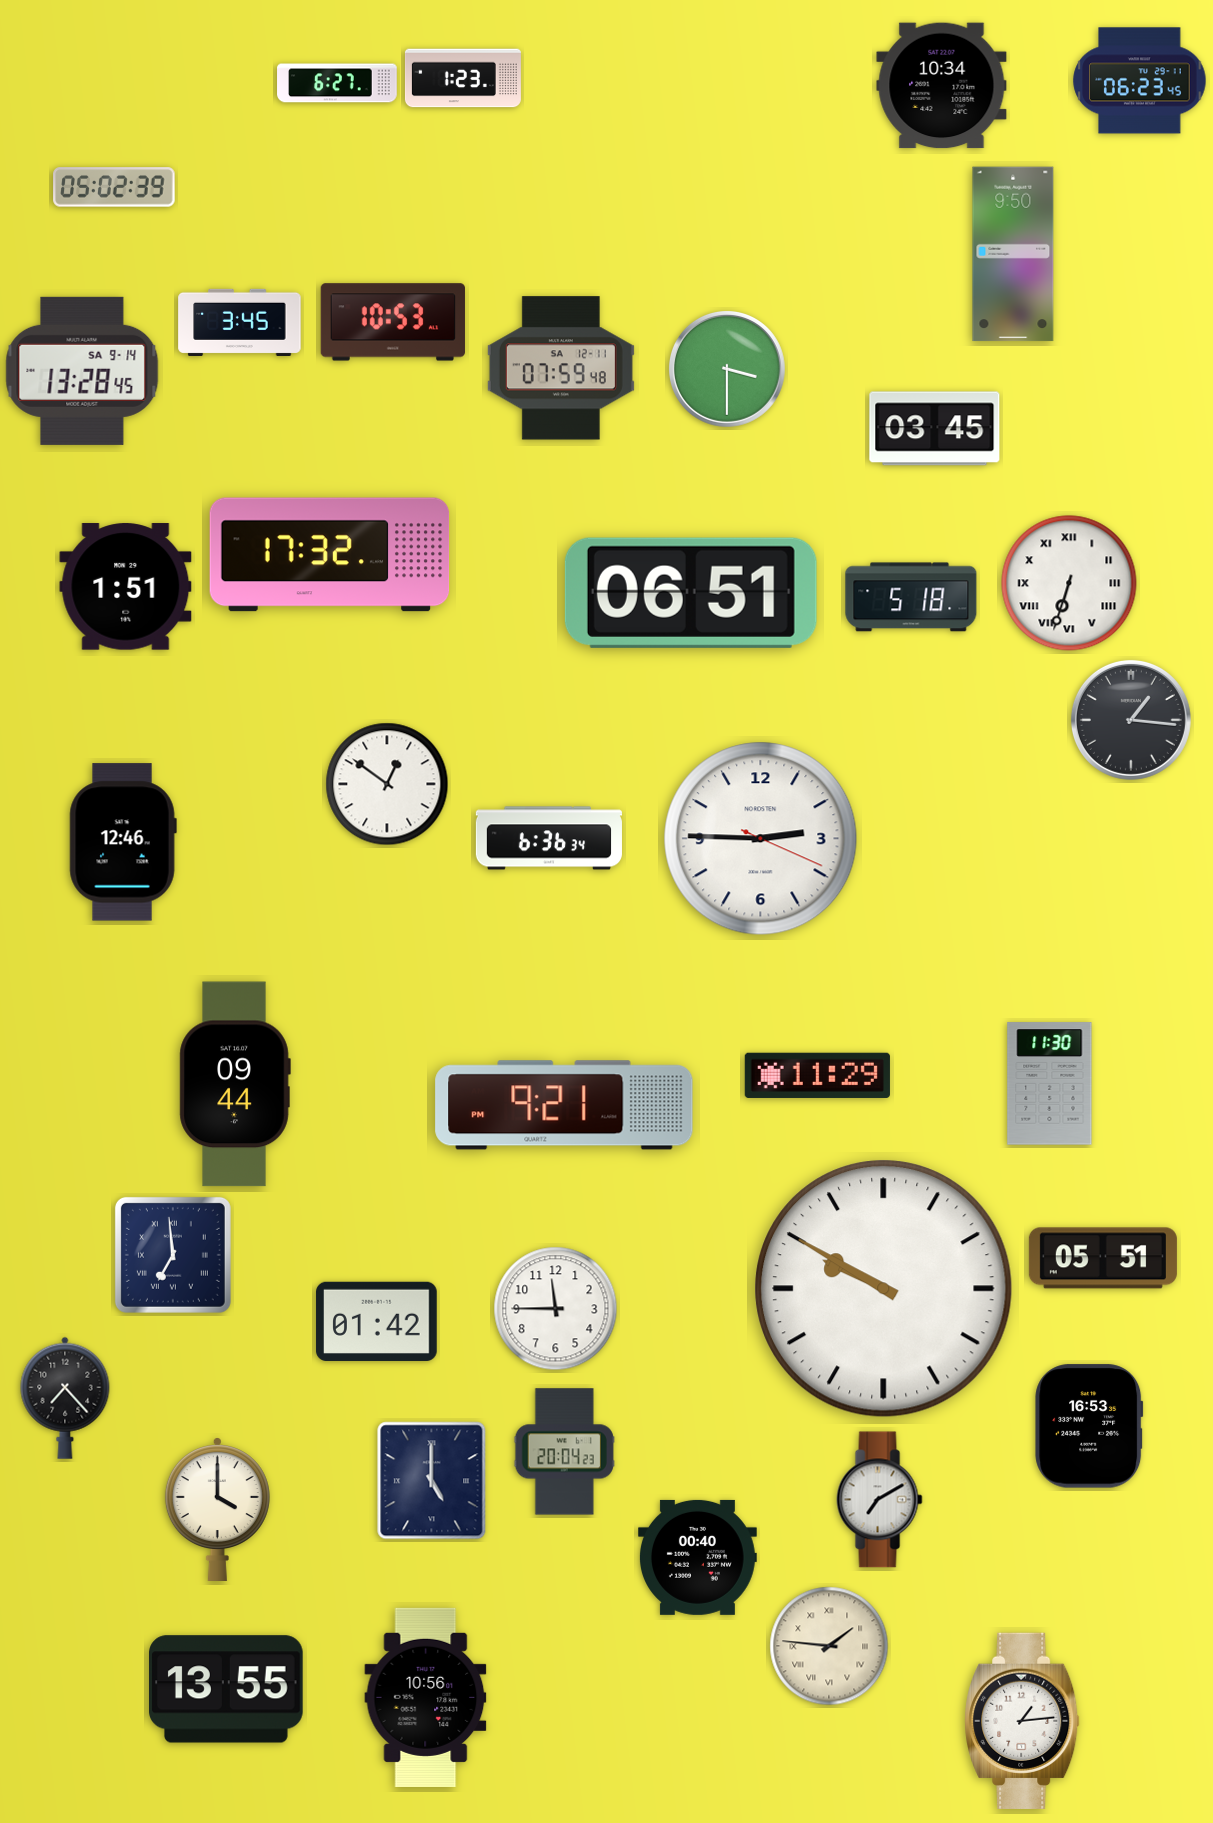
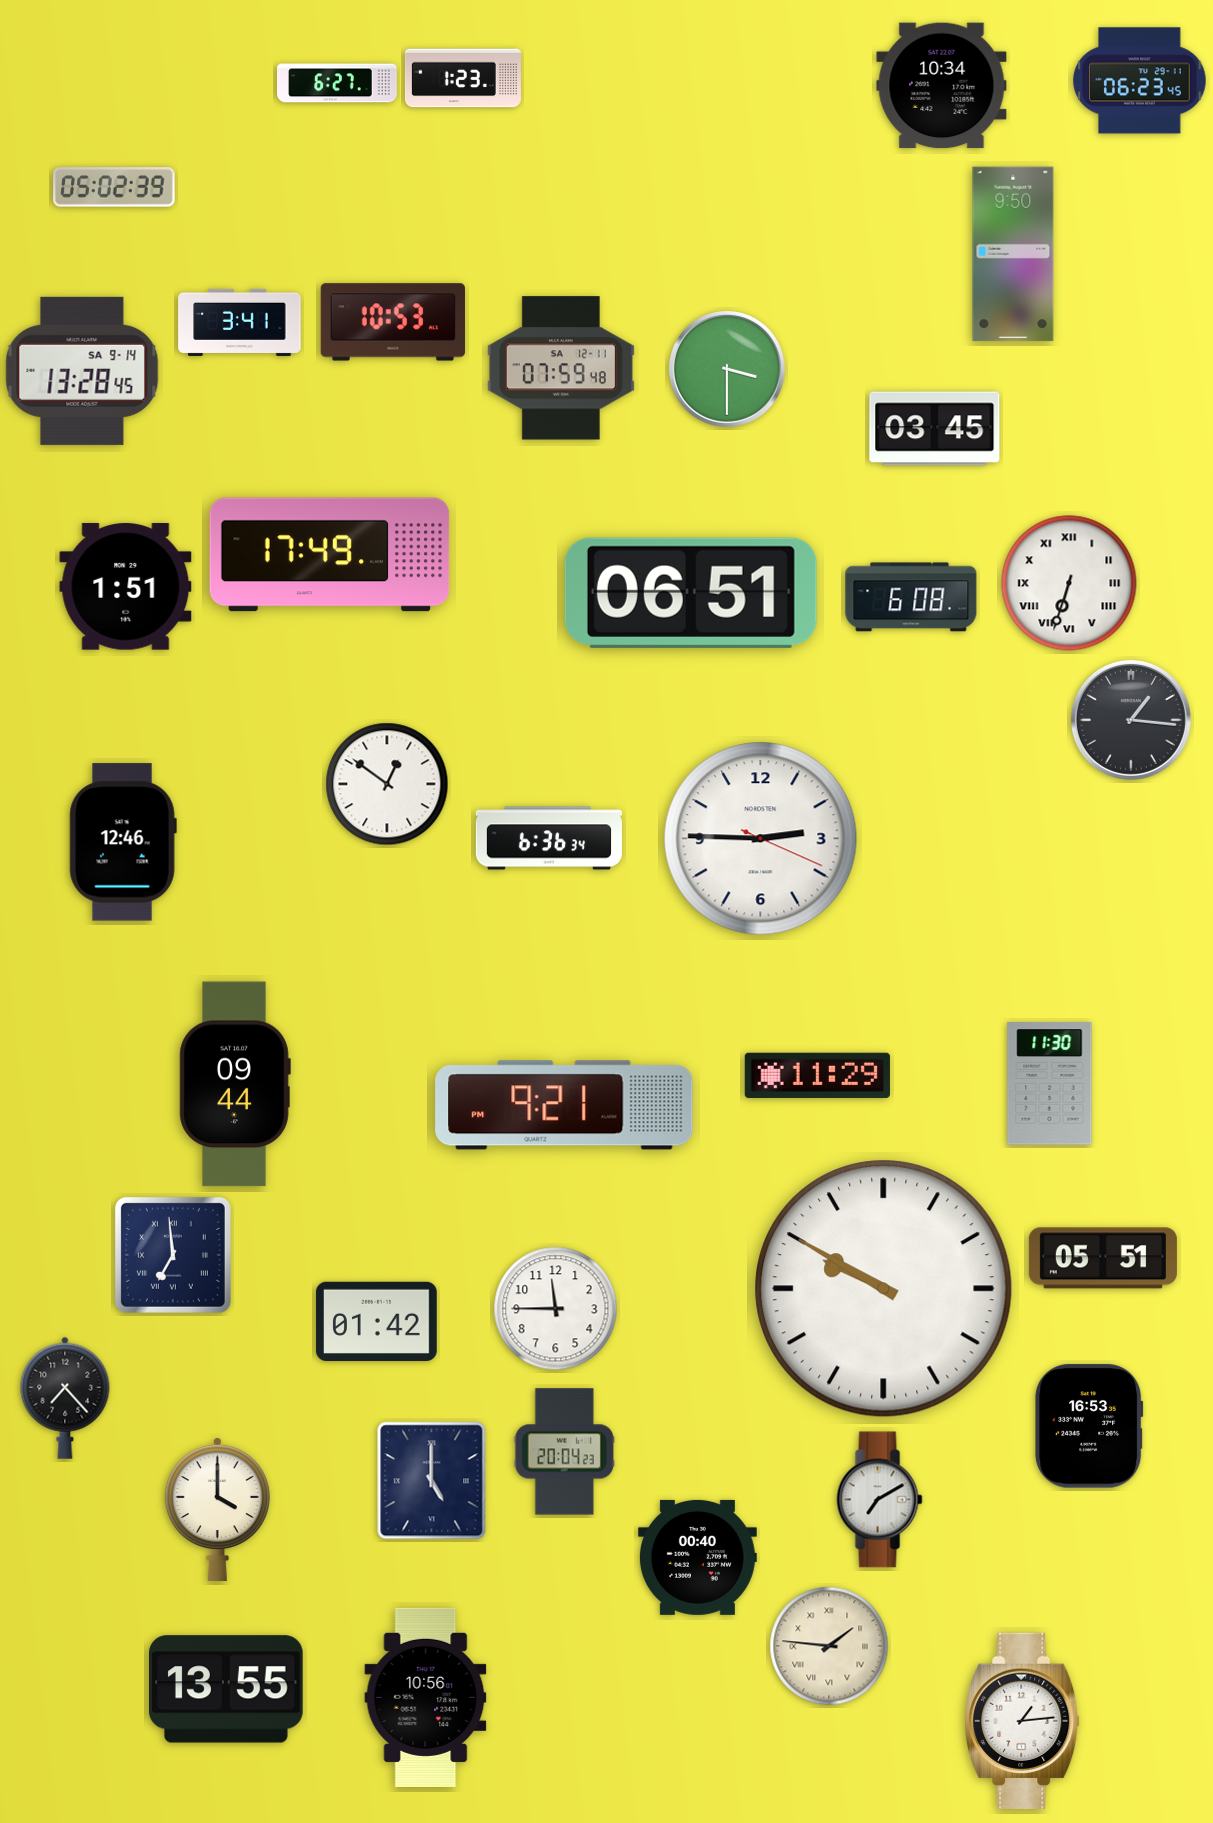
clock at (240, 322): 3:45 -> 3:41
clock at (330, 555): 17:32 -> 17:49
clock at (911, 597): 5:18 -> 6:08
